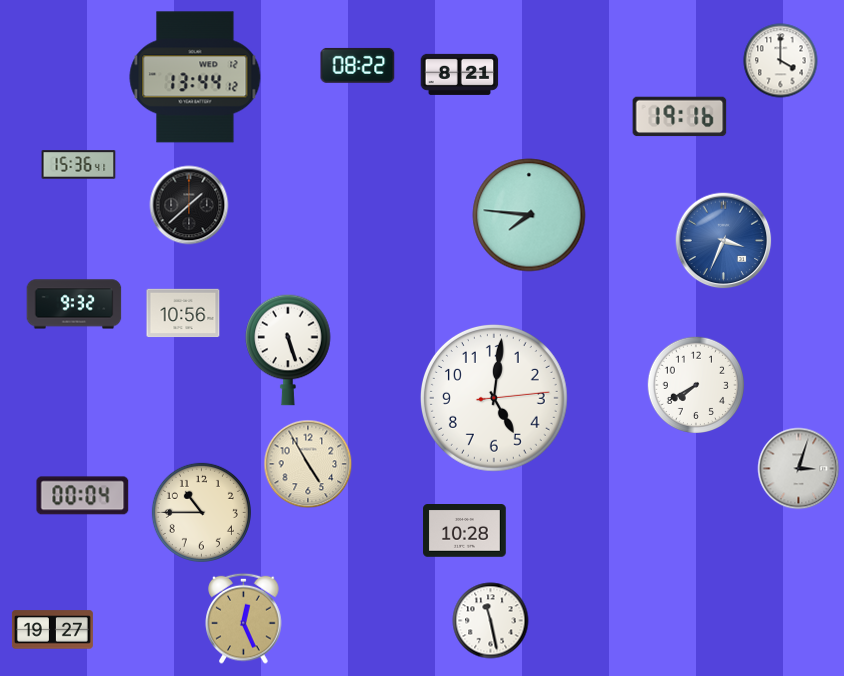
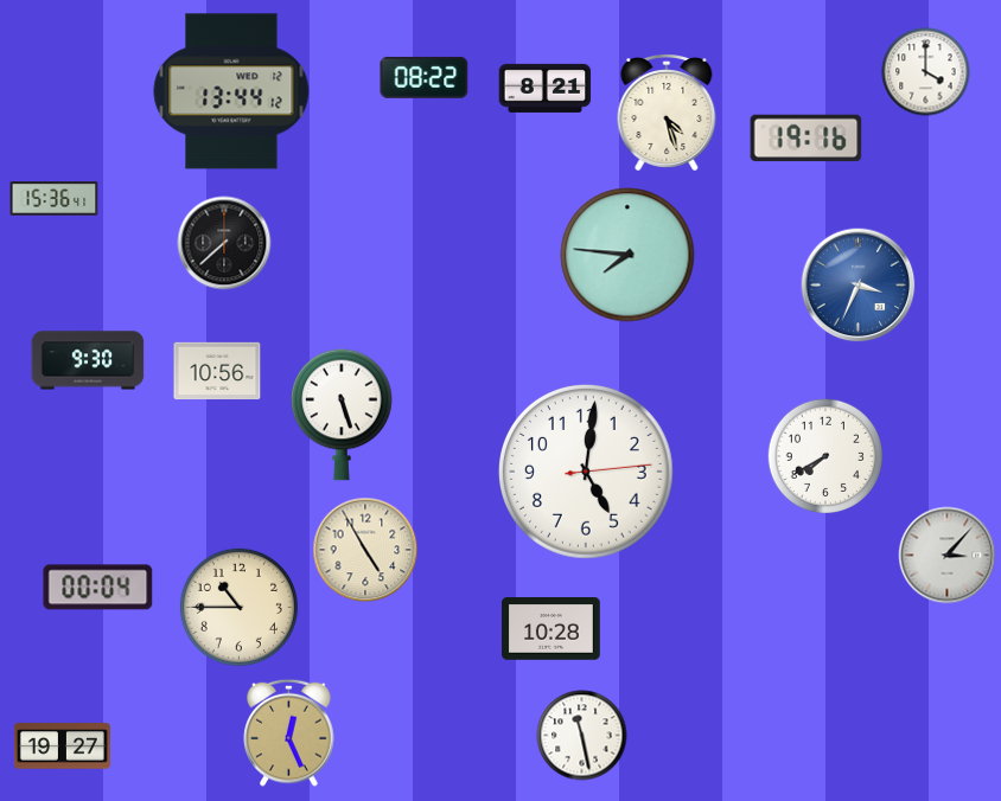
clock at (667, 114): none -> 4:27
clock at (79, 165) position: (79, 165) -> (55, 199)
clock at (189, 205): 1:38 -> 7:38
clock at (74, 304): 9:32 -> 9:30
clock at (799, 469): 3:03 -> 3:07
